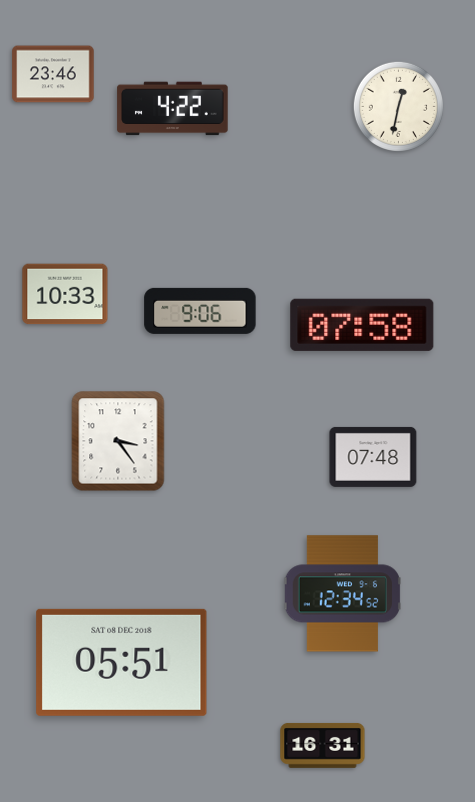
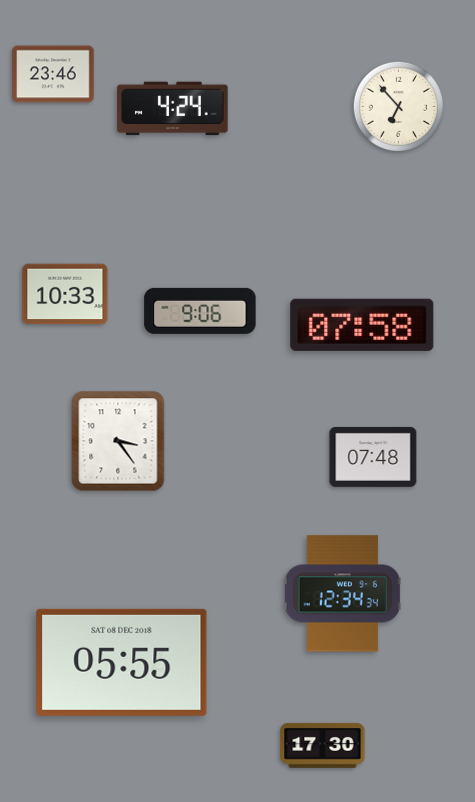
clock at (398, 106): 12:32 -> 6:53
clock at (173, 109): 4:22 -> 4:24
clock at (342, 594): 12:34:52 -> 12:34:34
clock at (122, 662): 05:51 -> 05:55
clock at (323, 746): 16:31 -> 17:30
